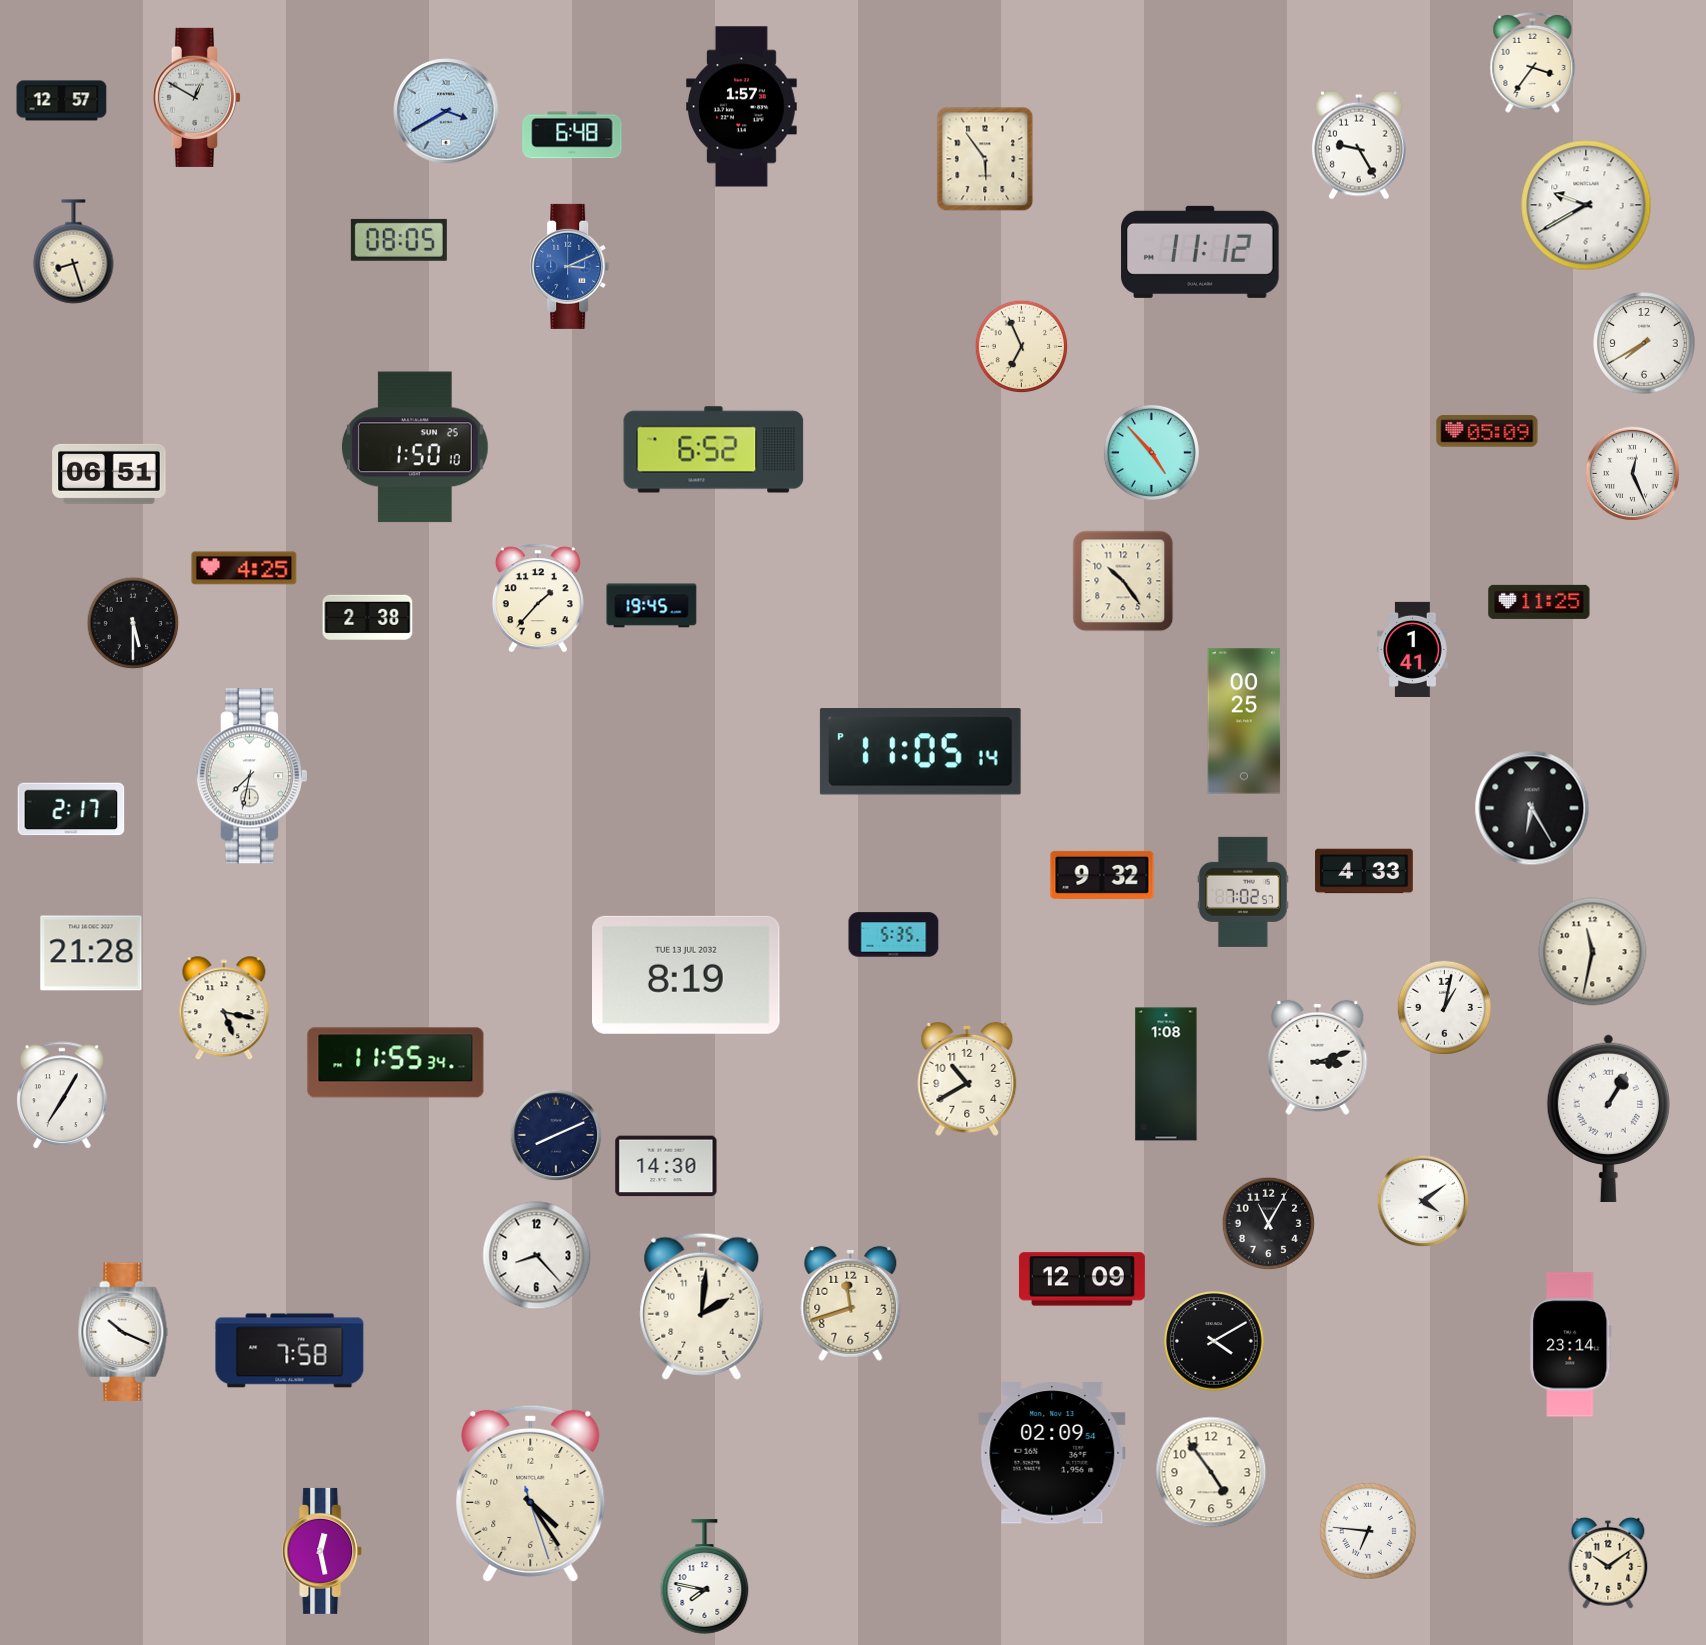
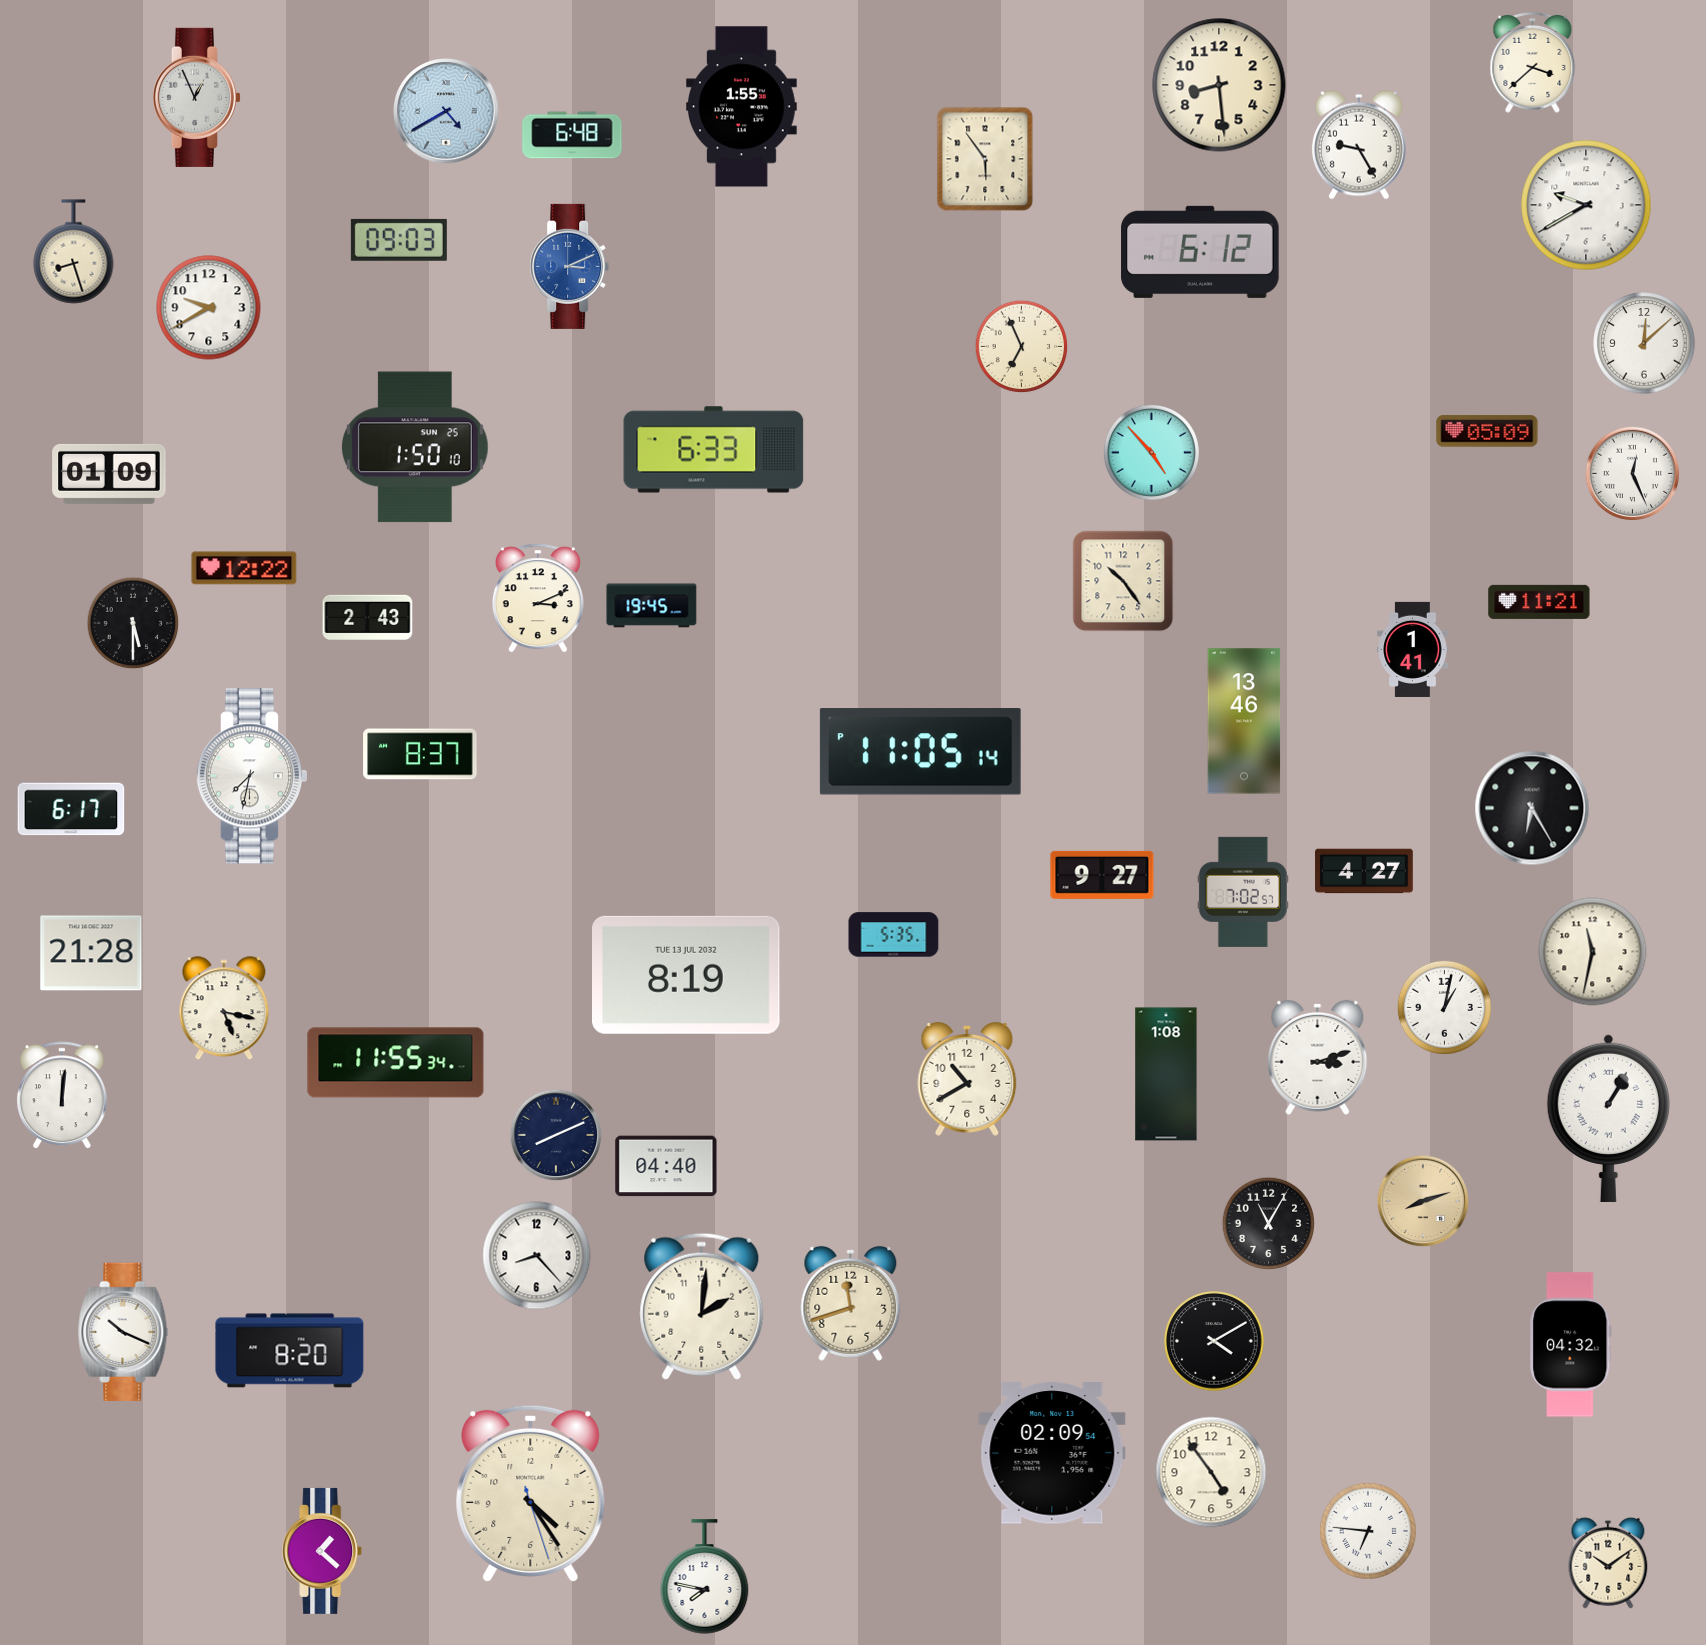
clock at (1533, 62): 3:36 -> 3:38
clock at (1219, 85): none -> 8:29
clock at (196, 97): 12:50 -> 12:56
clock at (62, 101): 12:57 -> none
clock at (742, 107): 1:57 -> 1:55
clock at (446, 111): 3:40 -> 4:40
clock at (399, 240): 08:05 -> 09:03
clock at (1200, 252): 11:12 -> 6:12
clock at (209, 308): none -> 9:40
clock at (1644, 343): 7:40 -> 12:08
clock at (714, 450): 6:52 -> 6:33
clock at (109, 474): 06:51 -> 01:09
clock at (244, 568): 4:25 -> 12:22
clock at (538, 598): 1:37 -> 3:11
clock at (1539, 602): 11:25 -> 11:21
clock at (368, 617): 2:38 -> 2:43
clock at (1244, 721): 00:25 -> 13:46
clock at (420, 754): none -> 8:37
clock at (71, 809): 2:17 -> 6:17
clock at (1364, 871): 4:33 -> 4:27
clock at (1102, 875): 9:32 -> 9:27
clock at (62, 1096): 7:05 -> 12:01
clock at (666, 1166): 14:30 -> 04:40
clock at (1423, 1201): 4:09 -> 8:12
clock at (1423, 1201) dial: white -> champagne
clock at (1082, 1279): 12:09 -> none
clock at (1571, 1345): 23:14 -> 04:32
clock at (290, 1351): 7:58 -> 8:20
clock at (323, 1551): 12:28 -> 1:22
